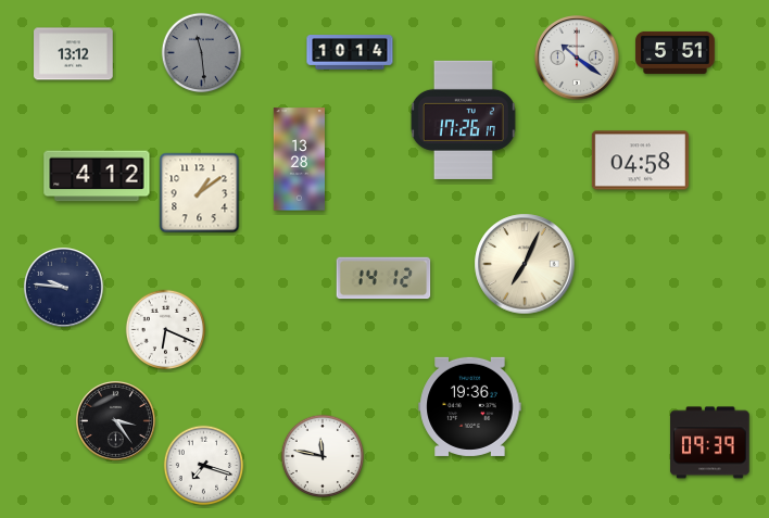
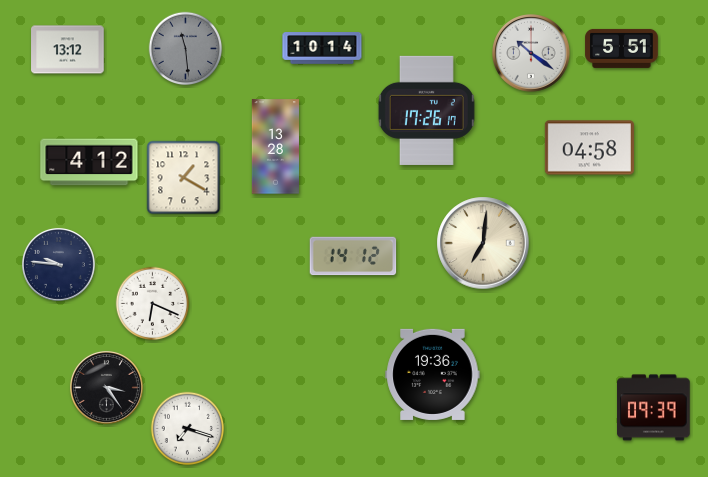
clock at (200, 193): 1:09 -> 1:20
clock at (525, 264): 7:04 -> 7:01
clock at (322, 455): 11:47 -> none
